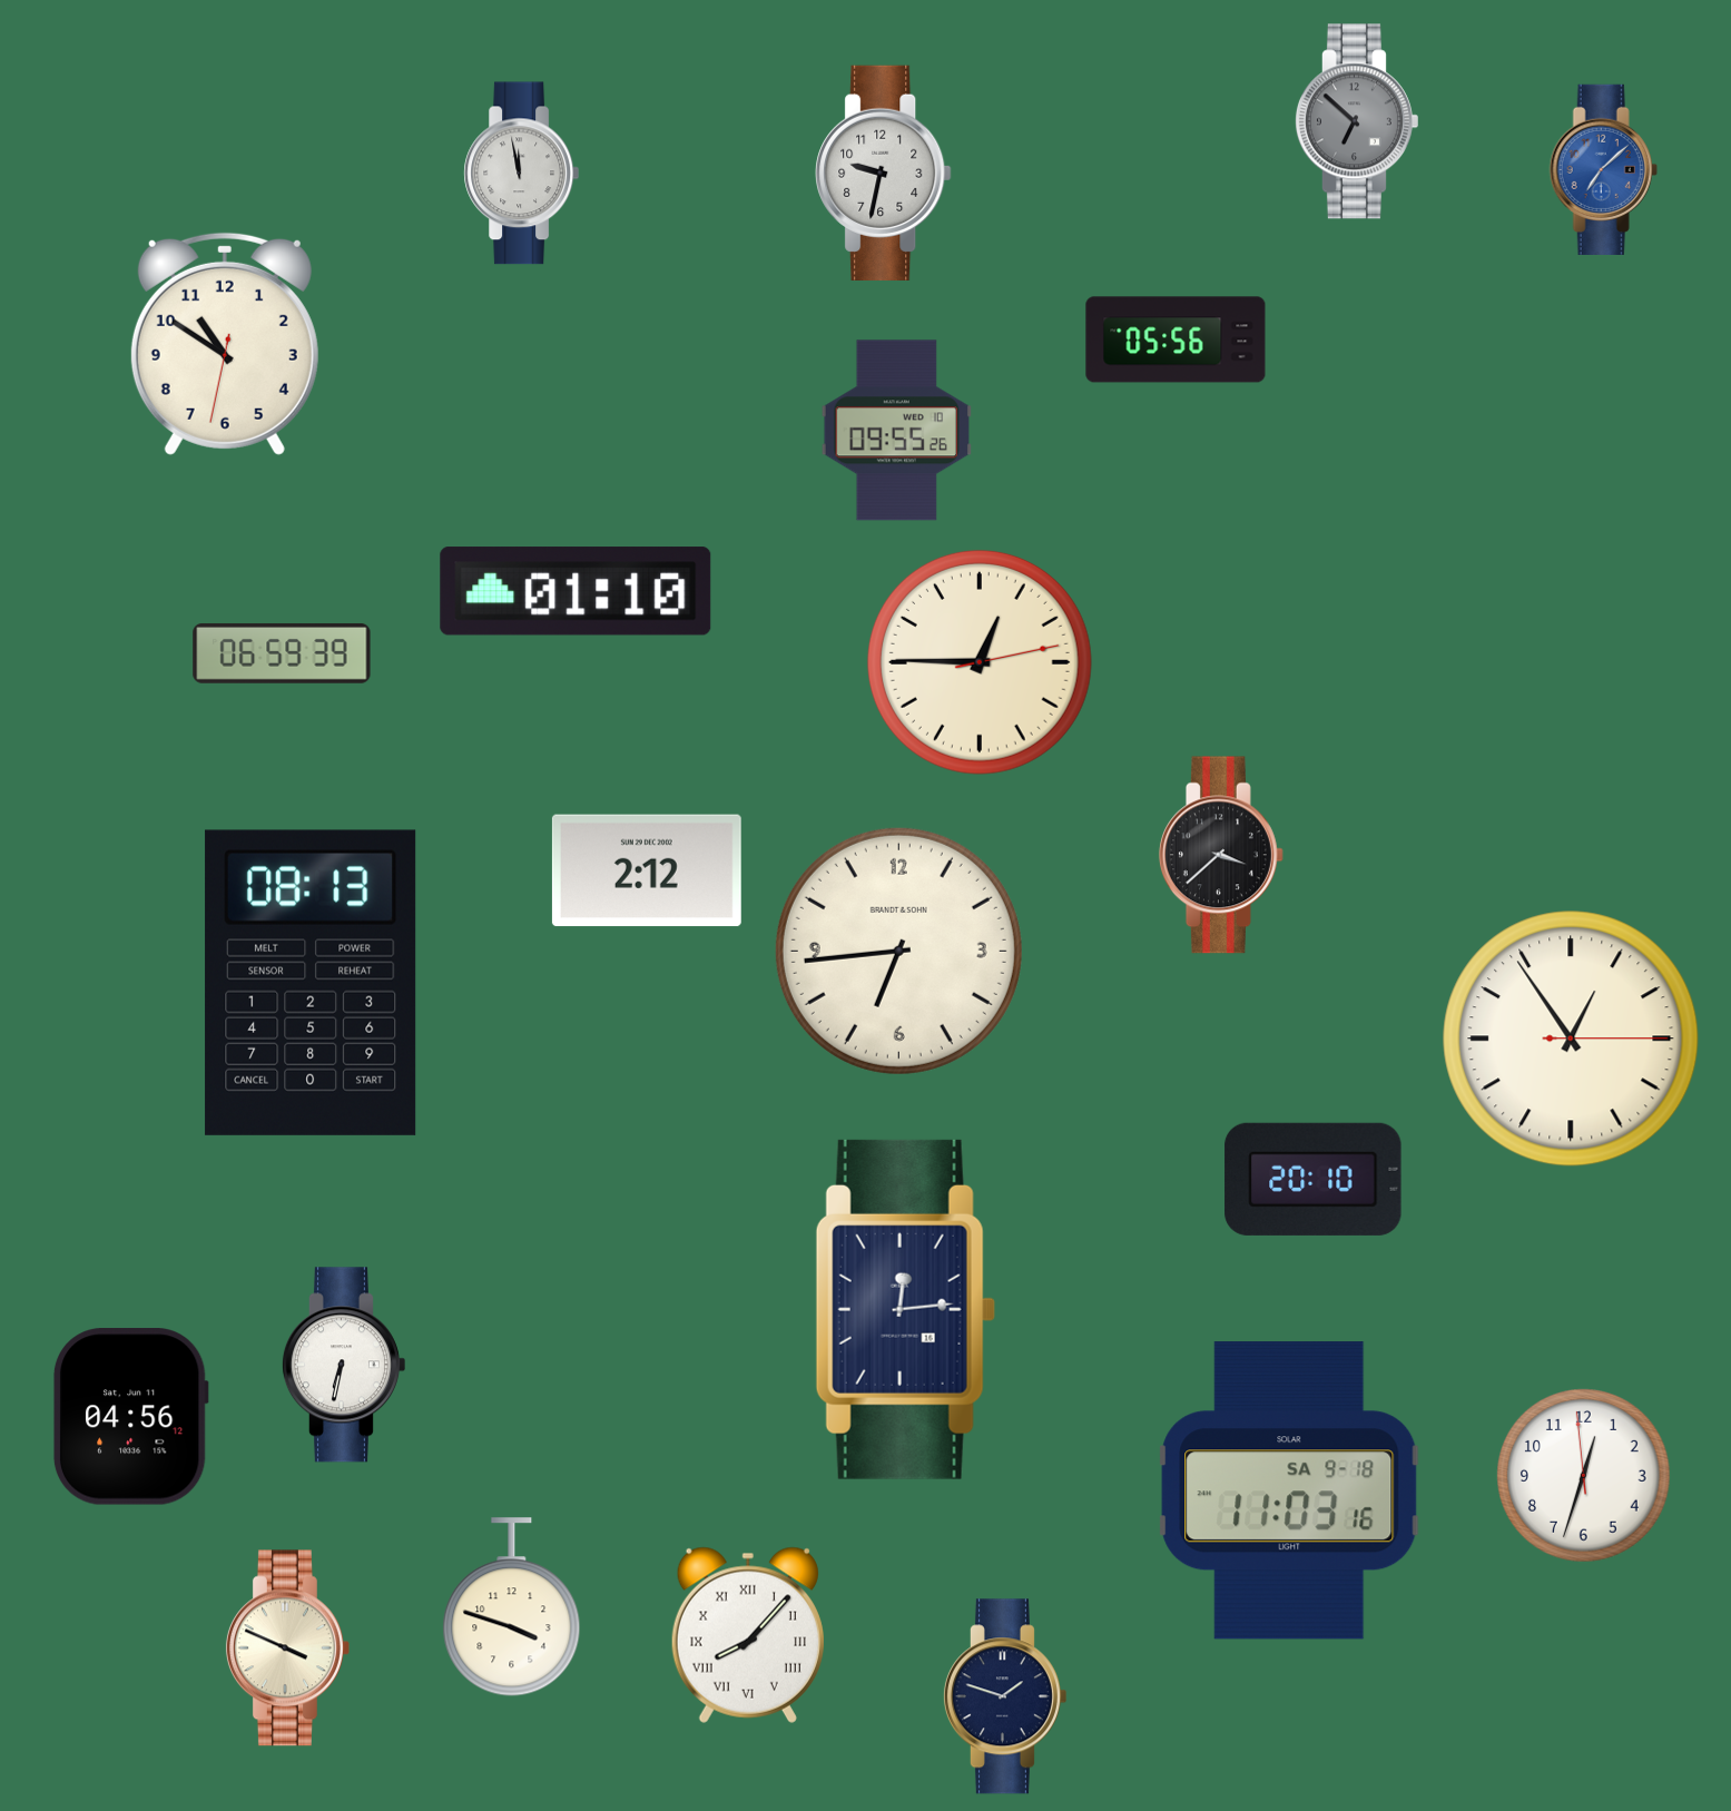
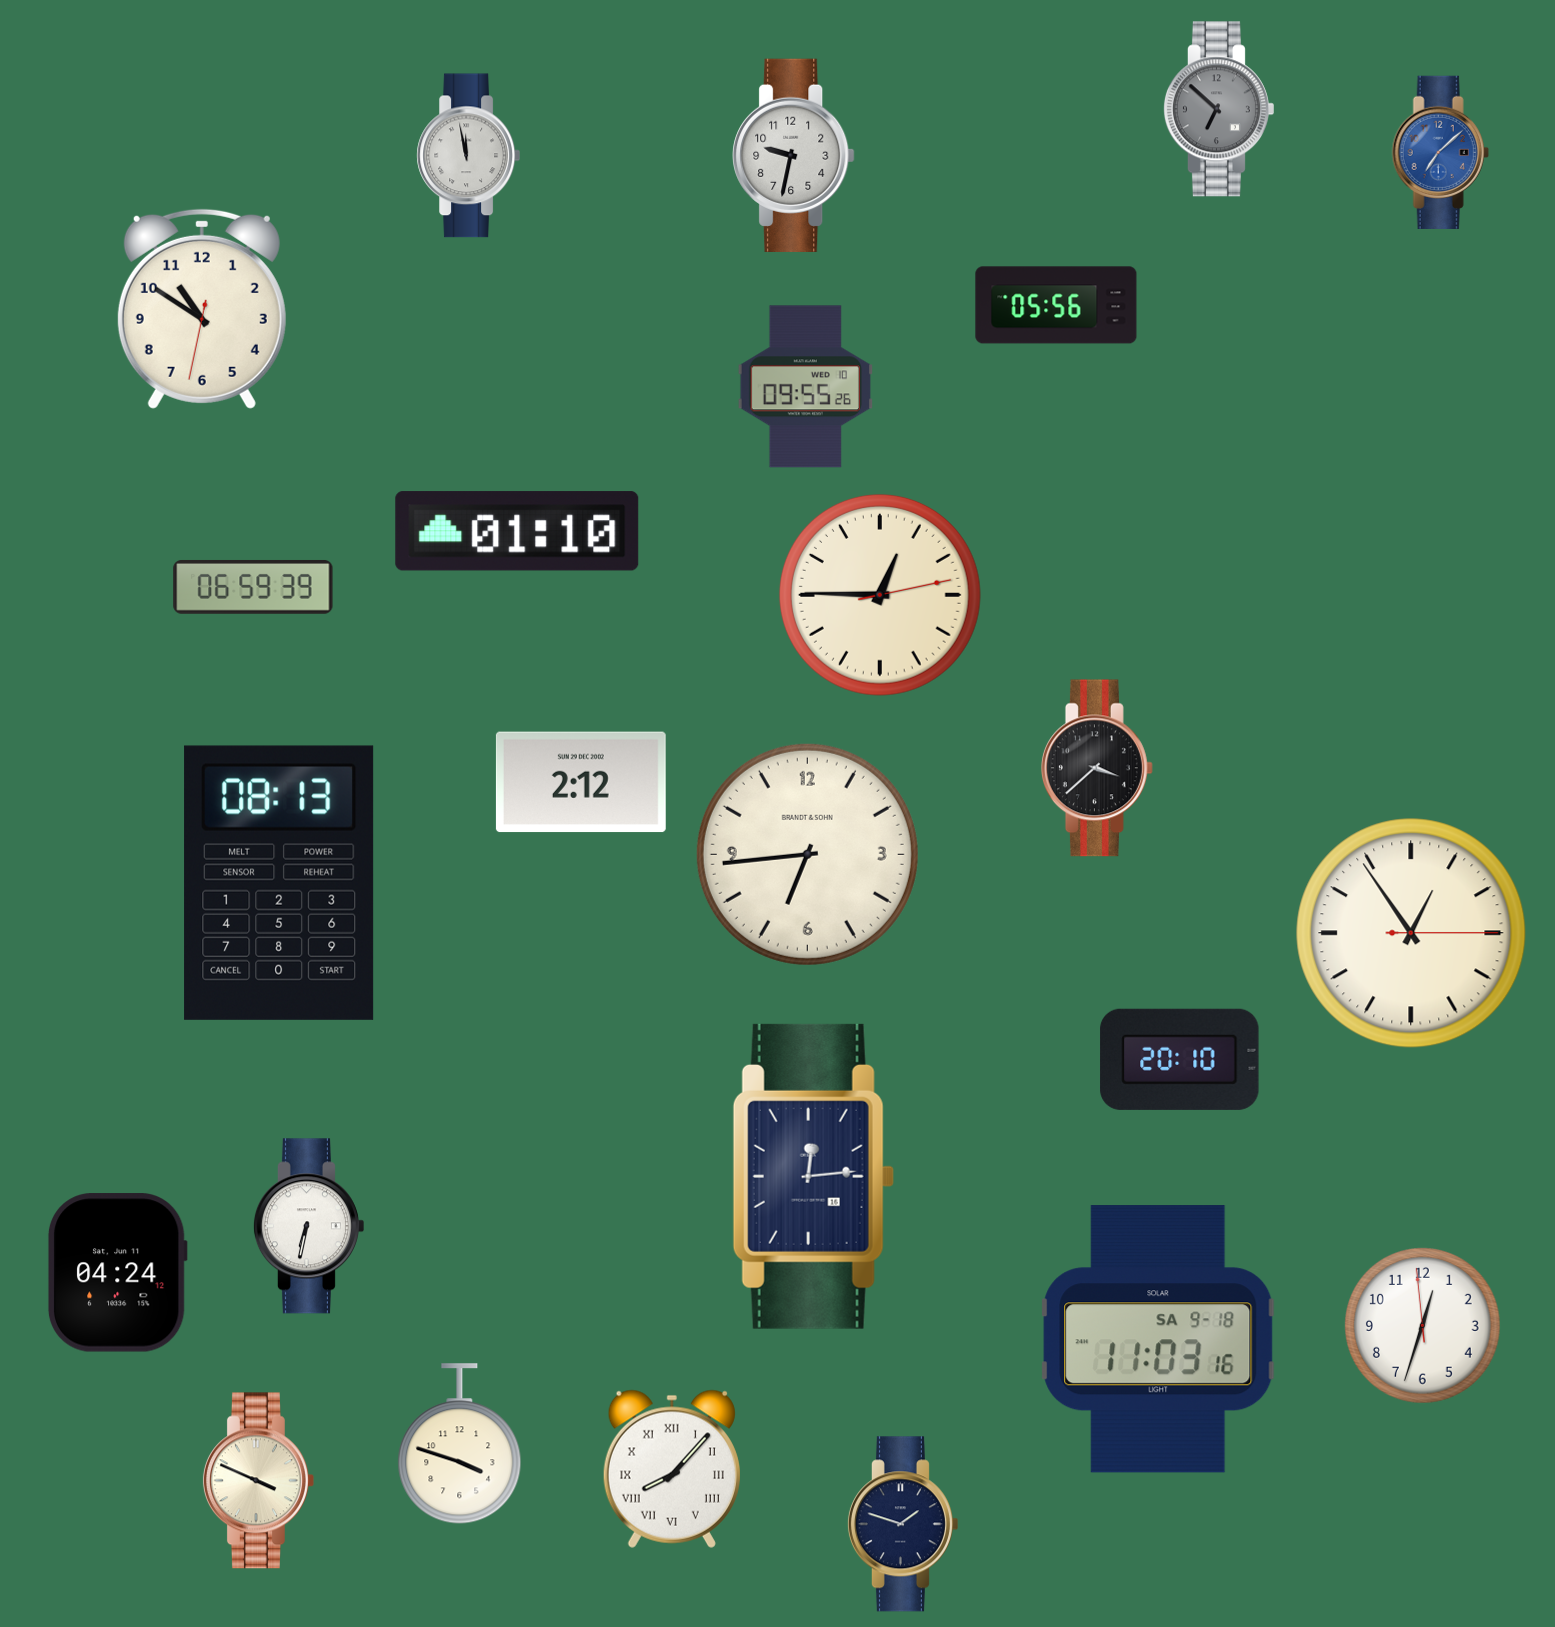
clock at (130, 1417): 04:56 -> 04:24
